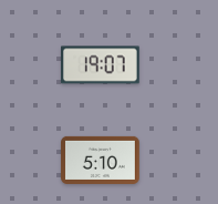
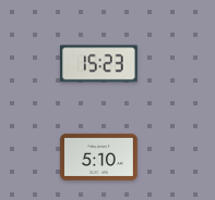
clock at (101, 65): 19:07 -> 15:23
